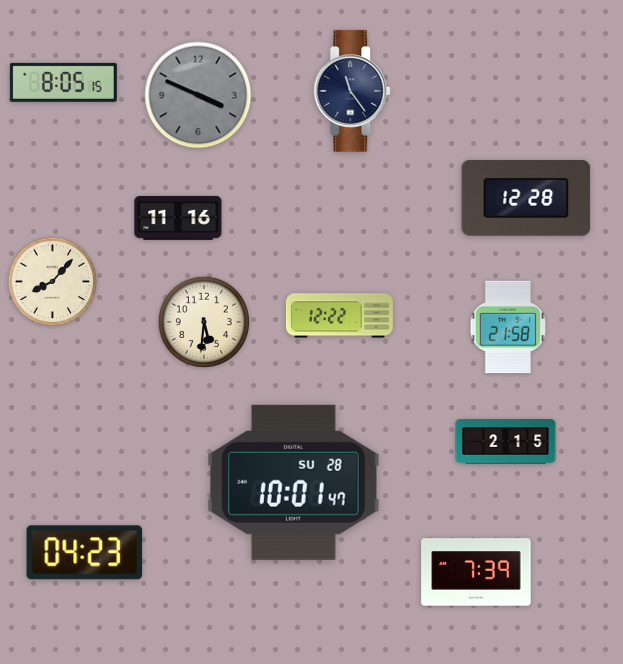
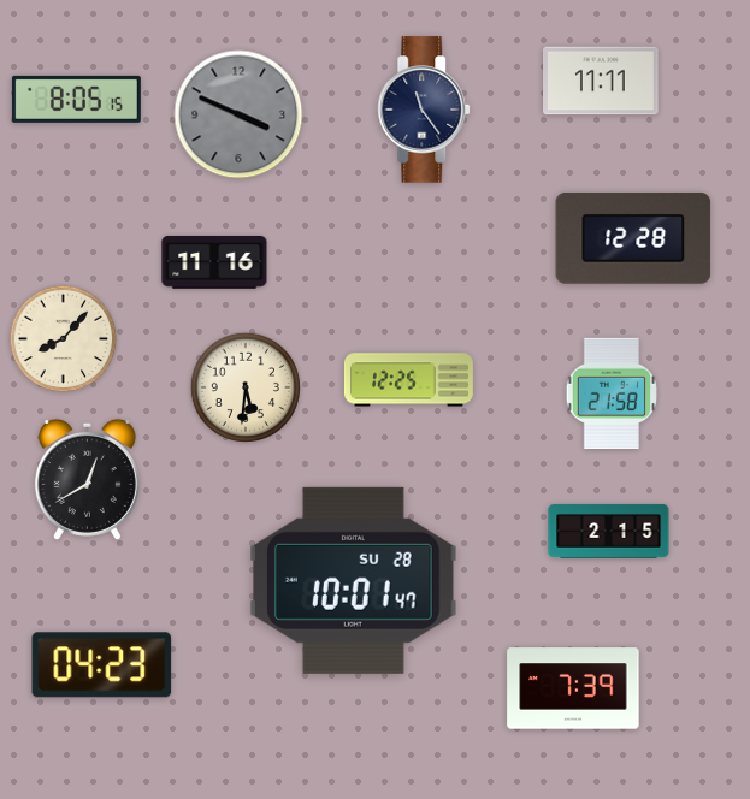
clock at (601, 81): none -> 11:11
clock at (339, 316): 12:22 -> 12:25
clock at (87, 479): none -> 12:40
